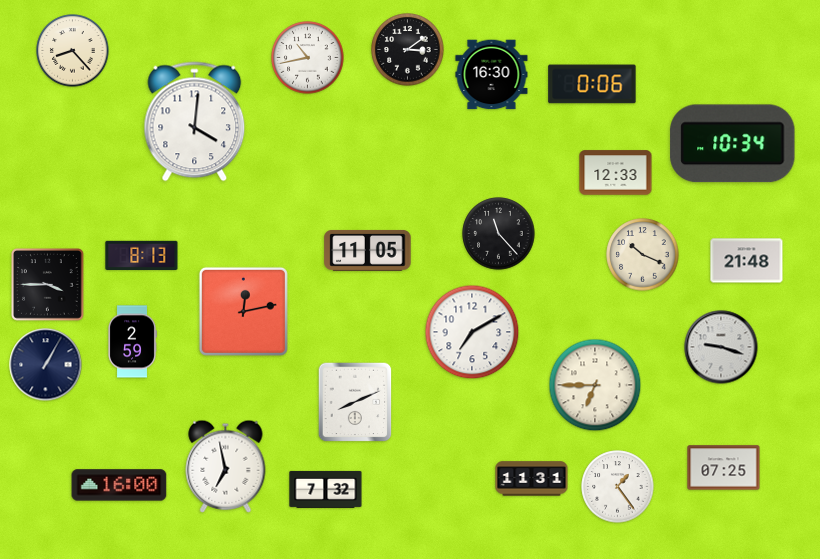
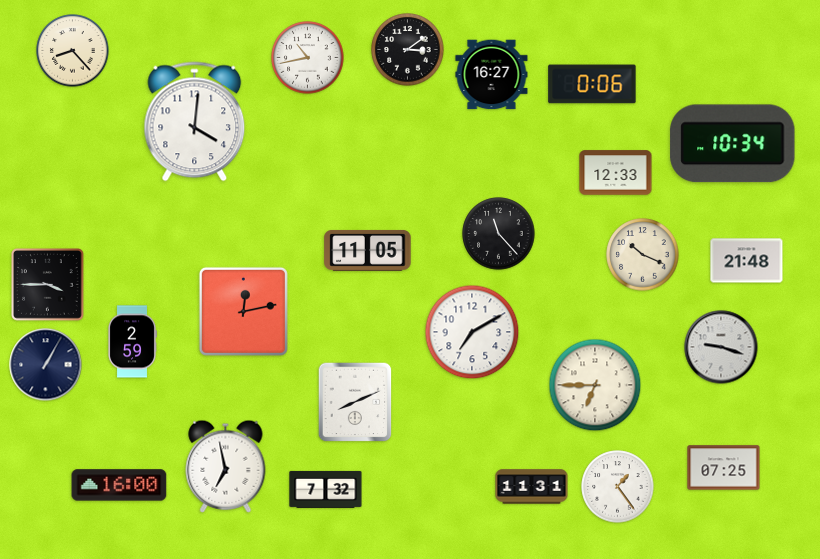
clock at (492, 75): 16:30 -> 16:27
clock at (142, 255): 8:13 -> none
clock at (532, 479) position: (532, 479) -> (532, 487)
